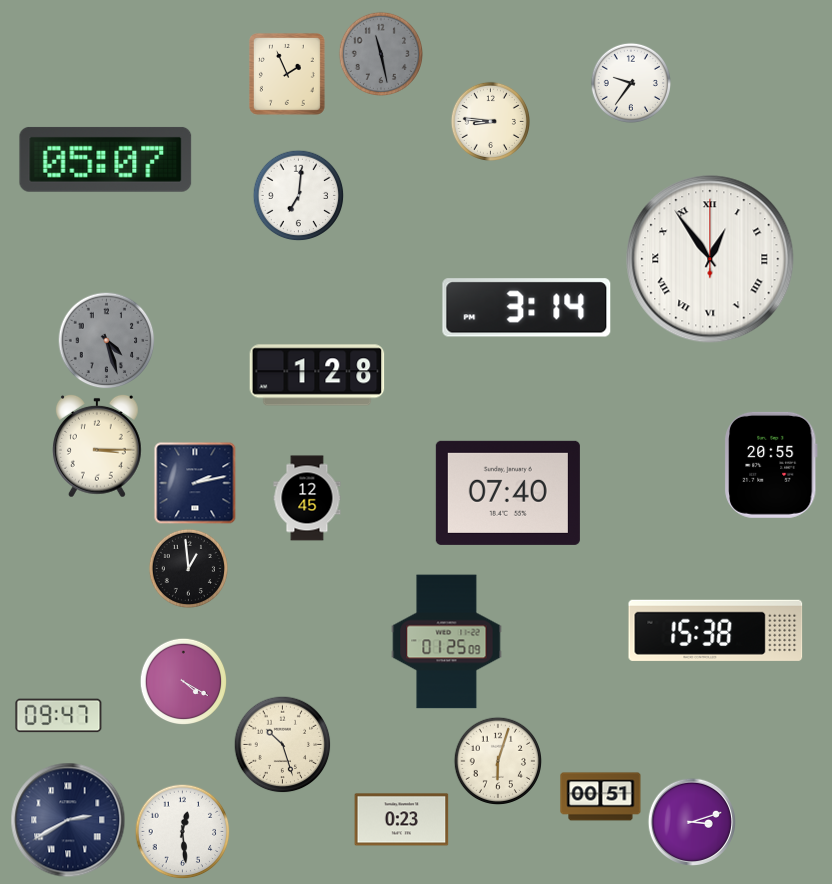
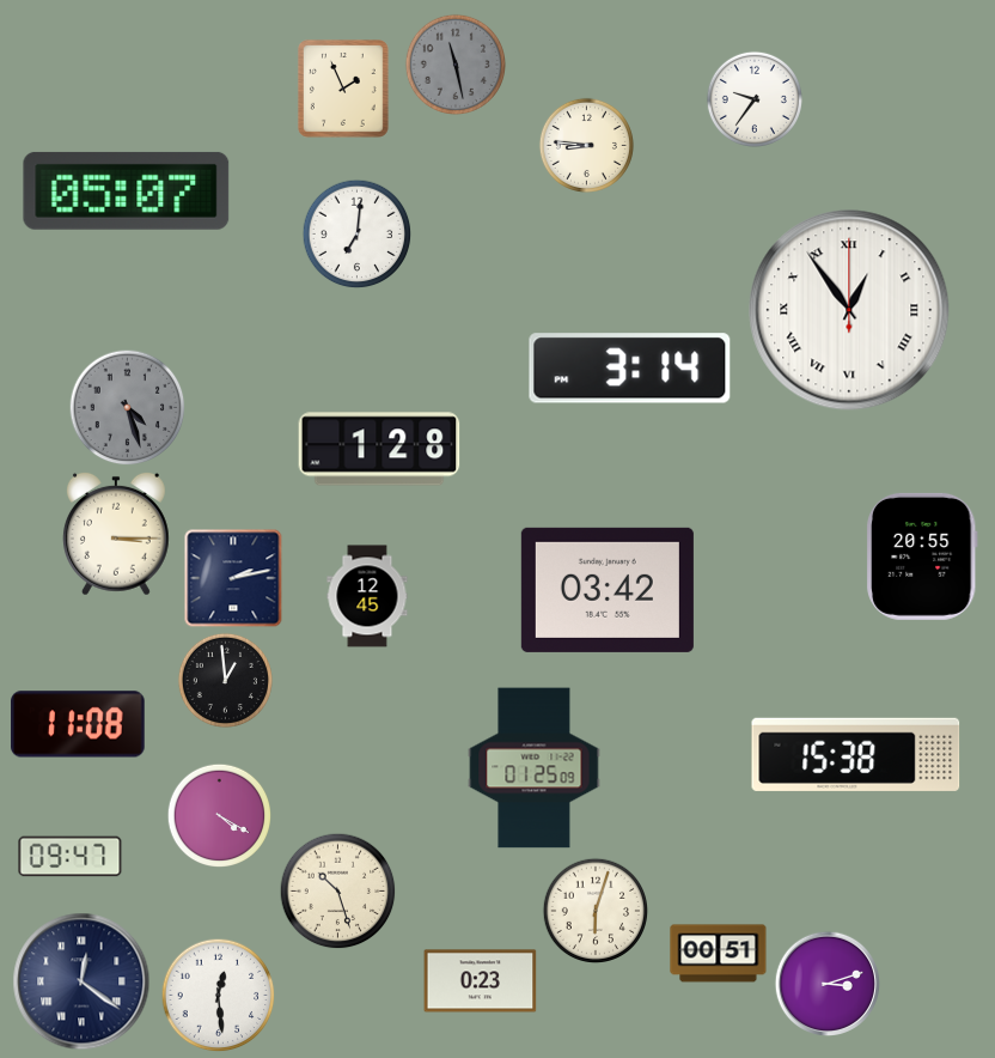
clock at (508, 493): 07:40 -> 03:42
clock at (78, 724): none -> 11:08
clock at (68, 820): 2:40 -> 12:21
